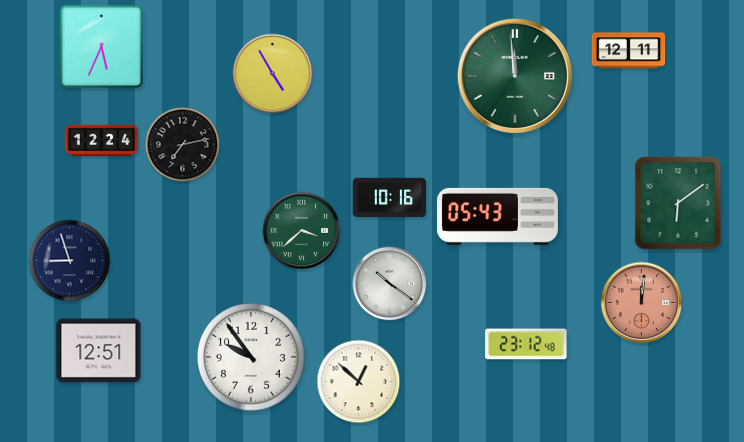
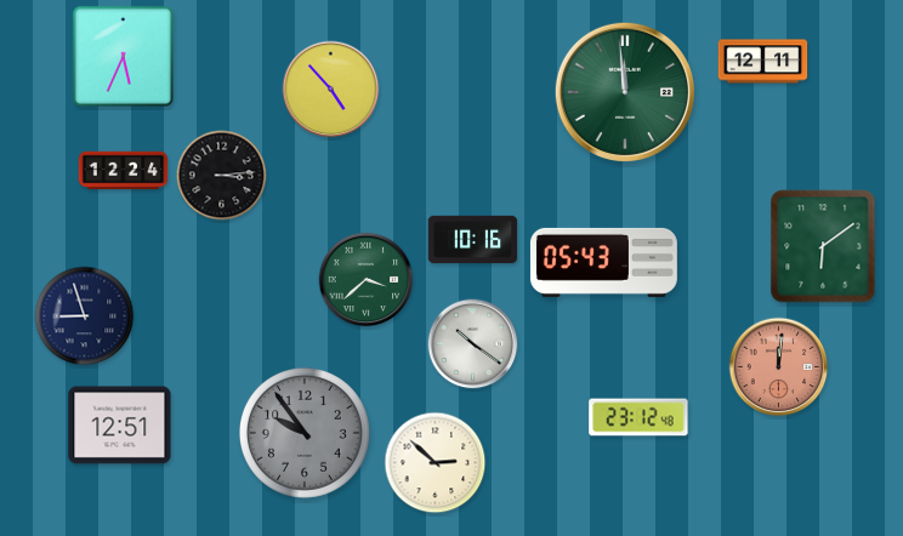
clock at (273, 74): 4:55 -> 4:53
clock at (183, 145): 7:13 -> 3:14
clock at (251, 357) dial: white -> grey
clock at (359, 382): 12:52 -> 2:52
